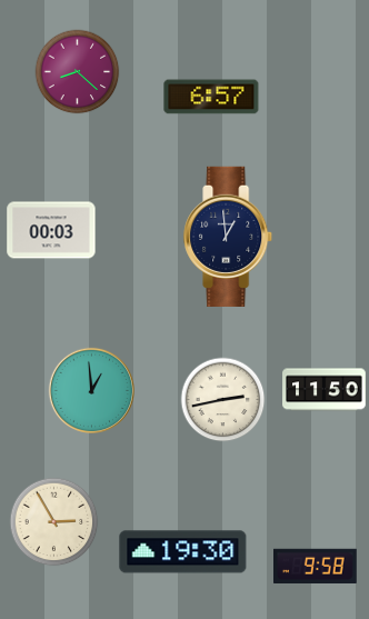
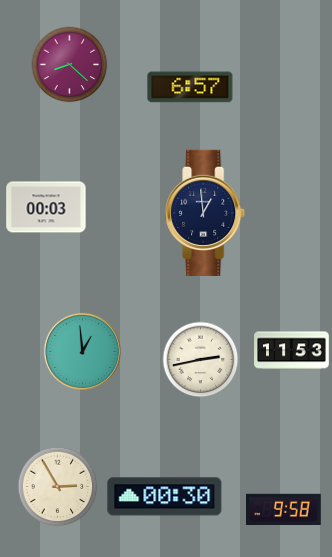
clock at (325, 390): 11:50 -> 11:53
clock at (54, 522) position: (54, 522) -> (58, 487)
clock at (183, 552): 19:30 -> 00:30
